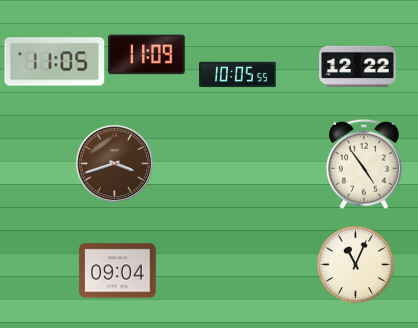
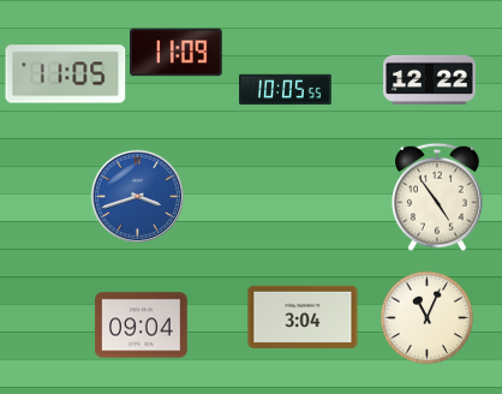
clock at (147, 55) position: (147, 55) -> (177, 53)
clock at (114, 163) dial: brown -> blue
clock at (303, 317): none -> 3:04
